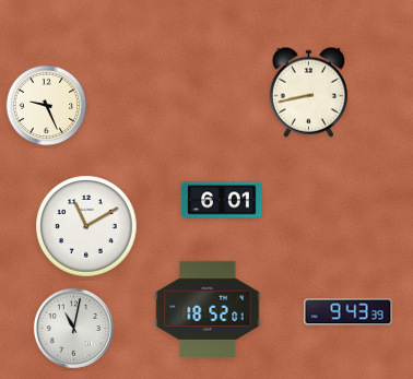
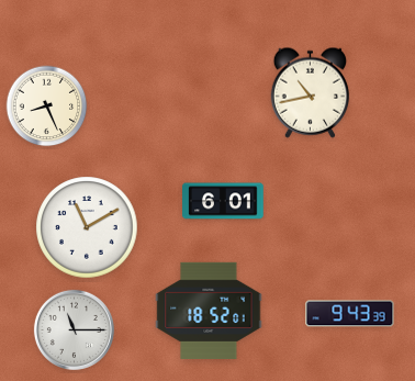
clock at (308, 92): 8:43 -> 10:43
clock at (47, 106): 9:26 -> 8:26
clock at (73, 328): 11:02 -> 11:15
